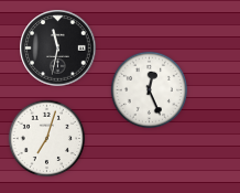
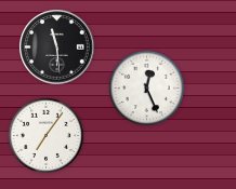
clock at (58, 49): 11:32 -> 11:29
clock at (47, 139): 7:03 -> 7:06
